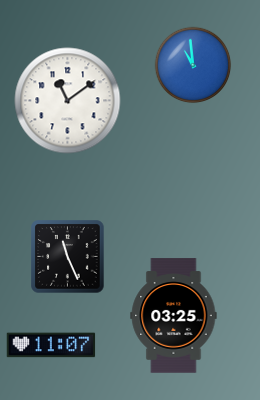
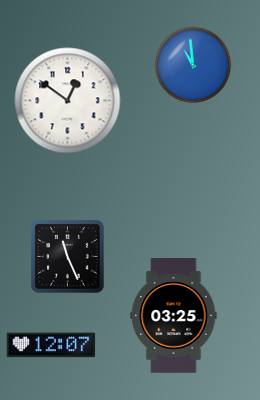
clock at (68, 101): 11:09 -> 12:51
clock at (51, 345): 11:07 -> 12:07
